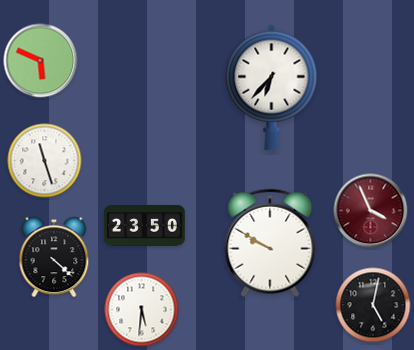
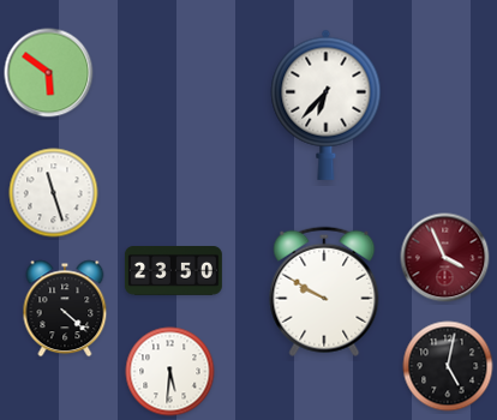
clock at (41, 61): 5:49 -> 5:51
clock at (371, 211) position: (371, 211) -> (445, 258)
